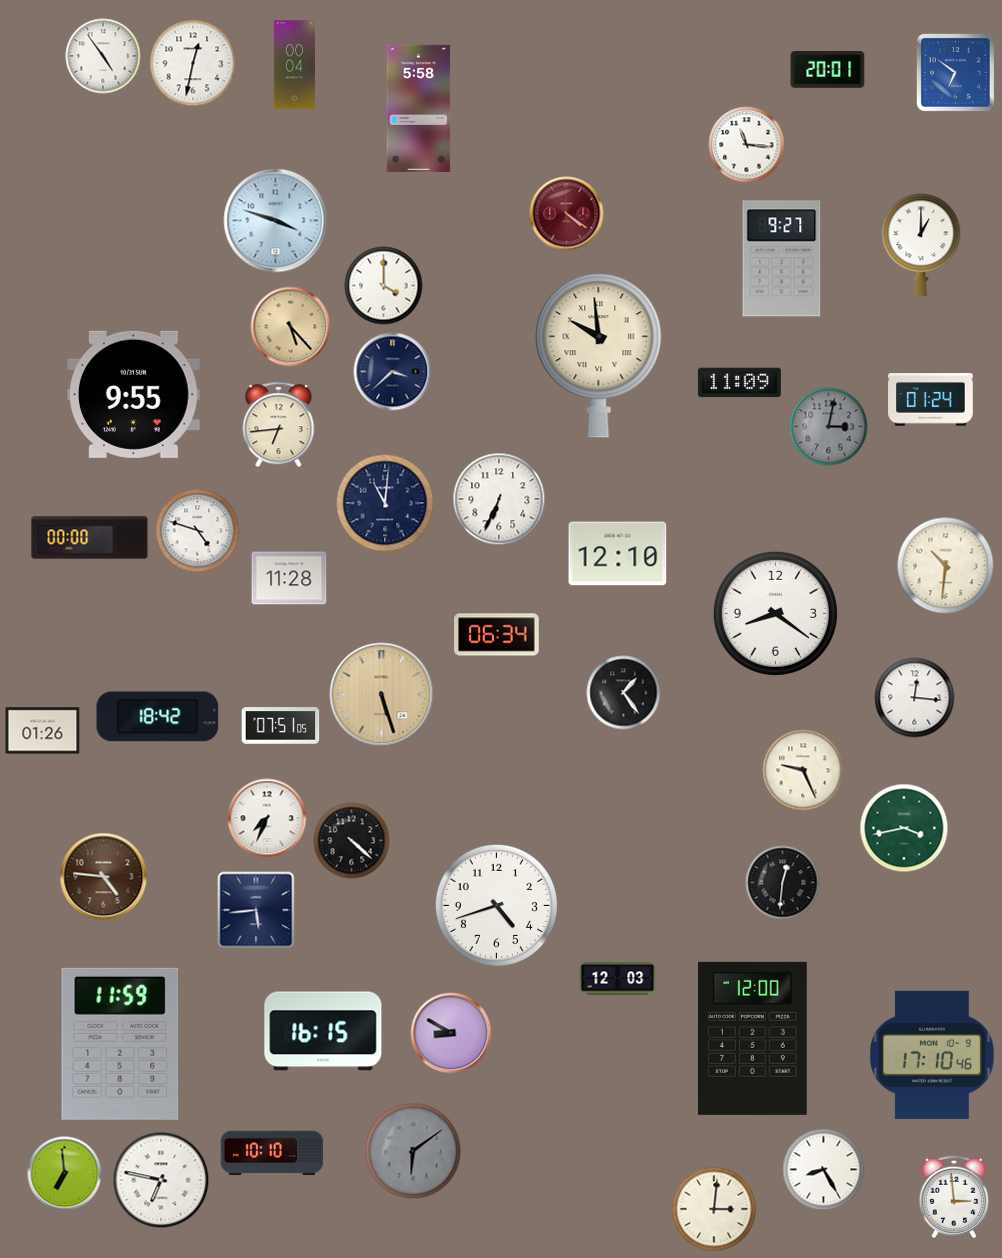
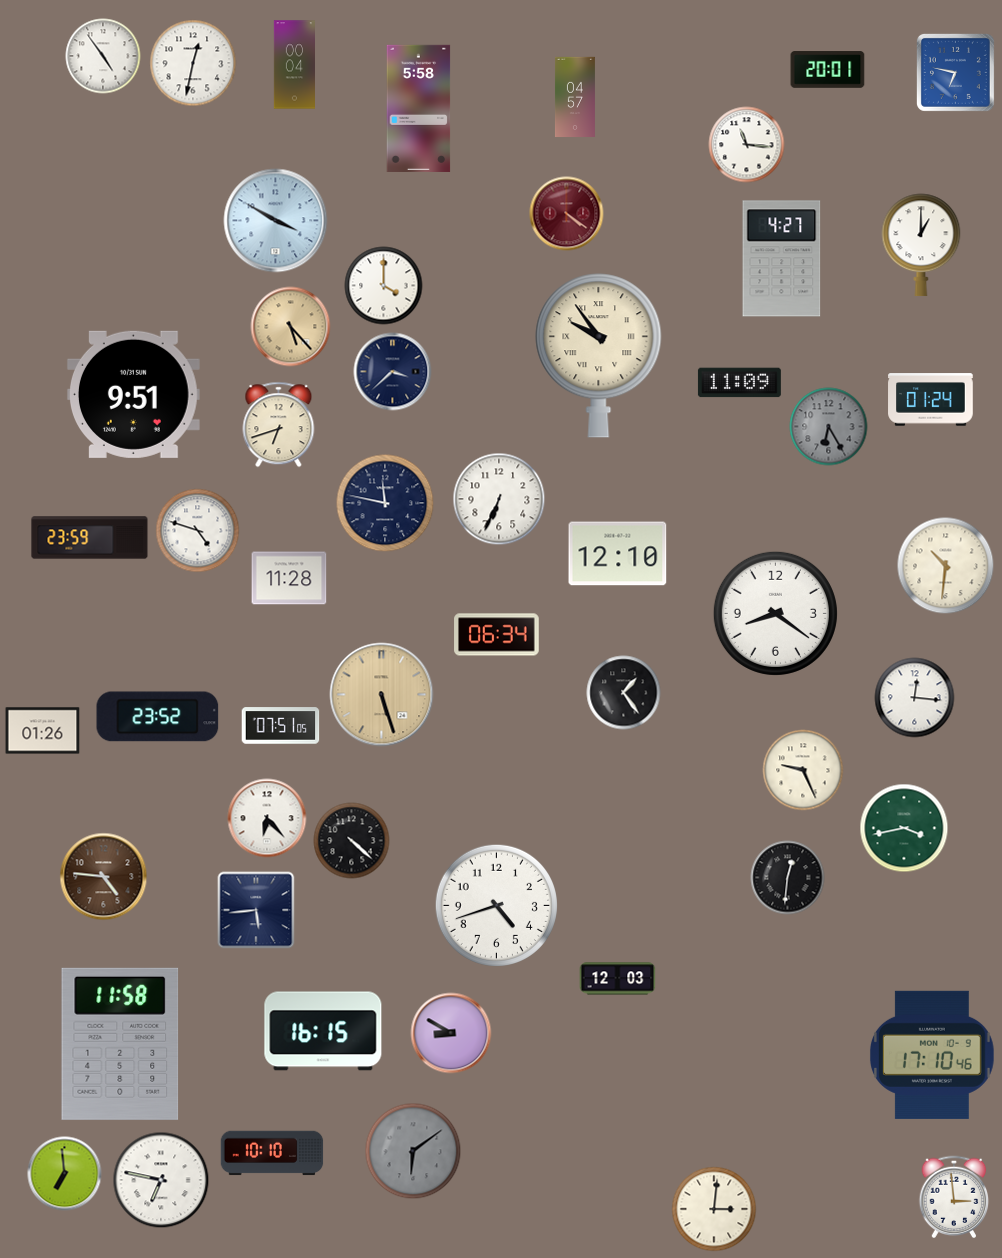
clock at (955, 72): 6:51 -> 6:47
clock at (575, 97): none -> 04:57
clock at (276, 221): 3:48 -> 3:50
clock at (782, 259): 9:27 -> 4:27
clock at (599, 356): 9:59 -> 9:54
clock at (133, 394): 9:55 -> 9:51
clock at (279, 425): 6:44 -> 6:42
clock at (829, 427): 3:02 -> 6:25
clock at (385, 503): 11:01 -> 11:47
clock at (90, 538): 00:00 -> 23:59
clock at (158, 717): 18:42 -> 23:52
clock at (267, 818): 7:34 -> 6:23
clock at (783, 883) position: (783, 883) -> (788, 878)
clock at (752, 1038): 12:00 -> none
clock at (120, 1044): 11:59 -> 11:58
clock at (824, 1170): 8:25 -> none
